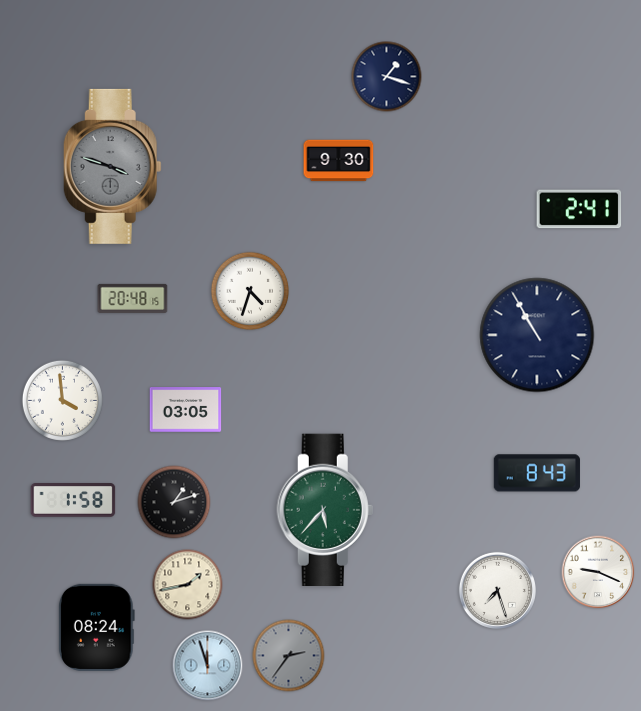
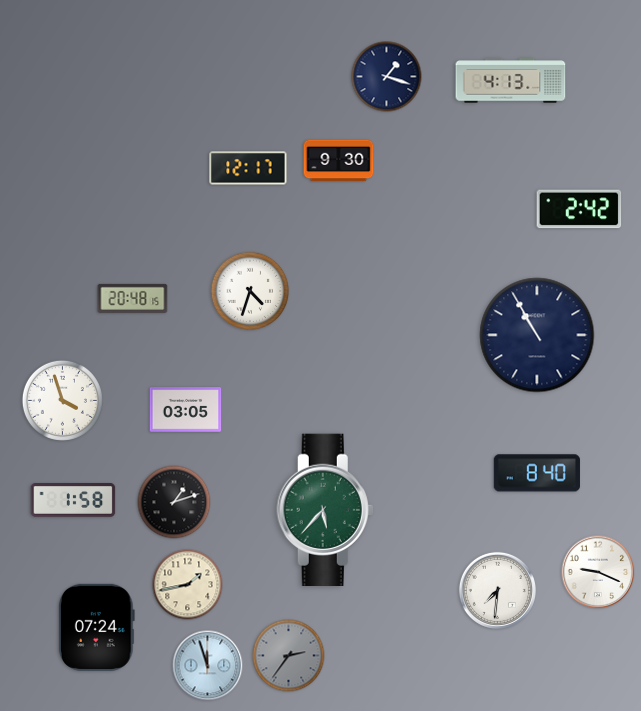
clock at (511, 81): none -> 4:13
clock at (112, 166): 3:48 -> none
clock at (248, 168): none -> 12:17
clock at (579, 209): 2:41 -> 2:42
clock at (62, 400): 3:59 -> 3:57
clock at (537, 473): 8:43 -> 8:40
clock at (497, 590): 7:27 -> 7:31
clock at (96, 627): 08:24 -> 07:24
